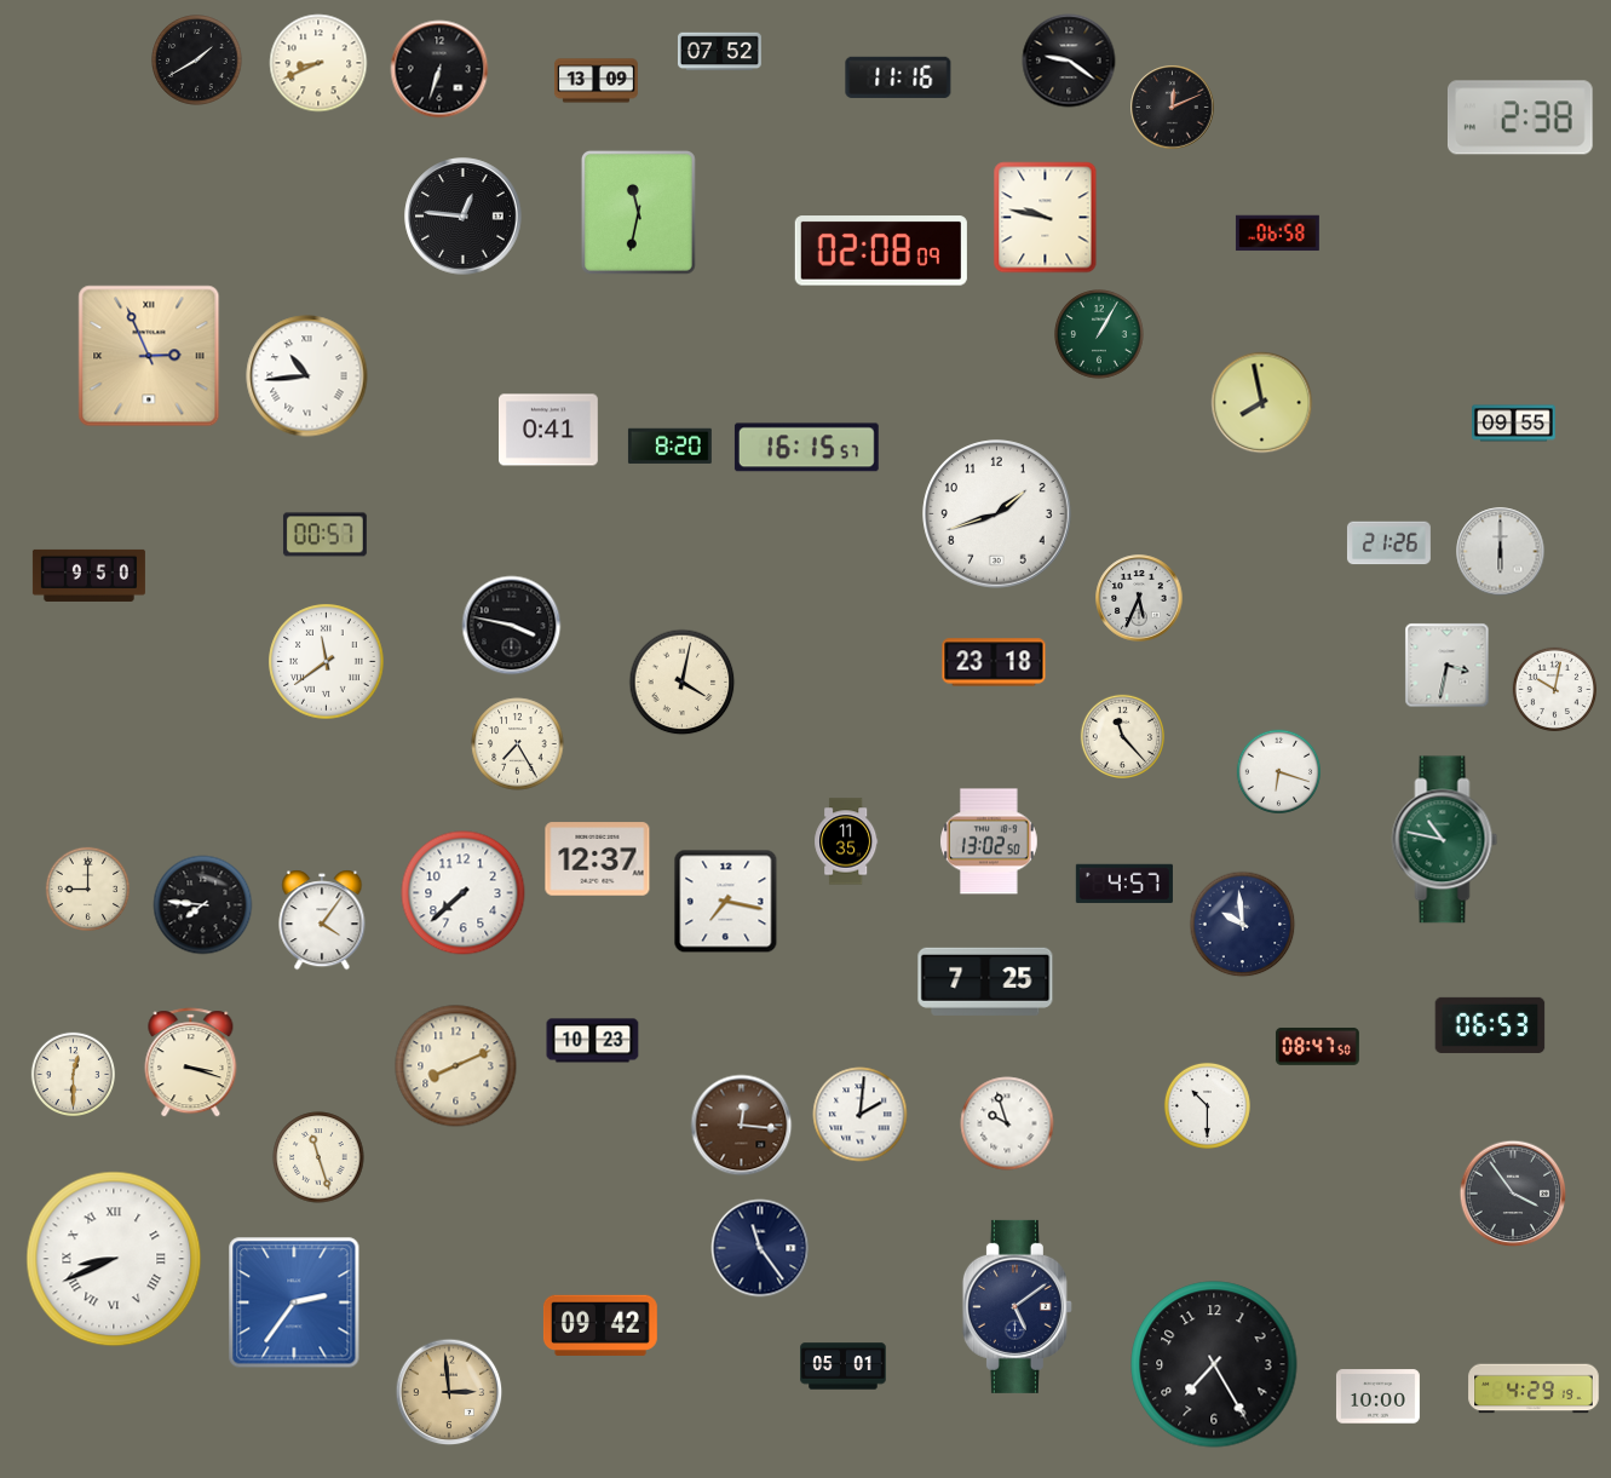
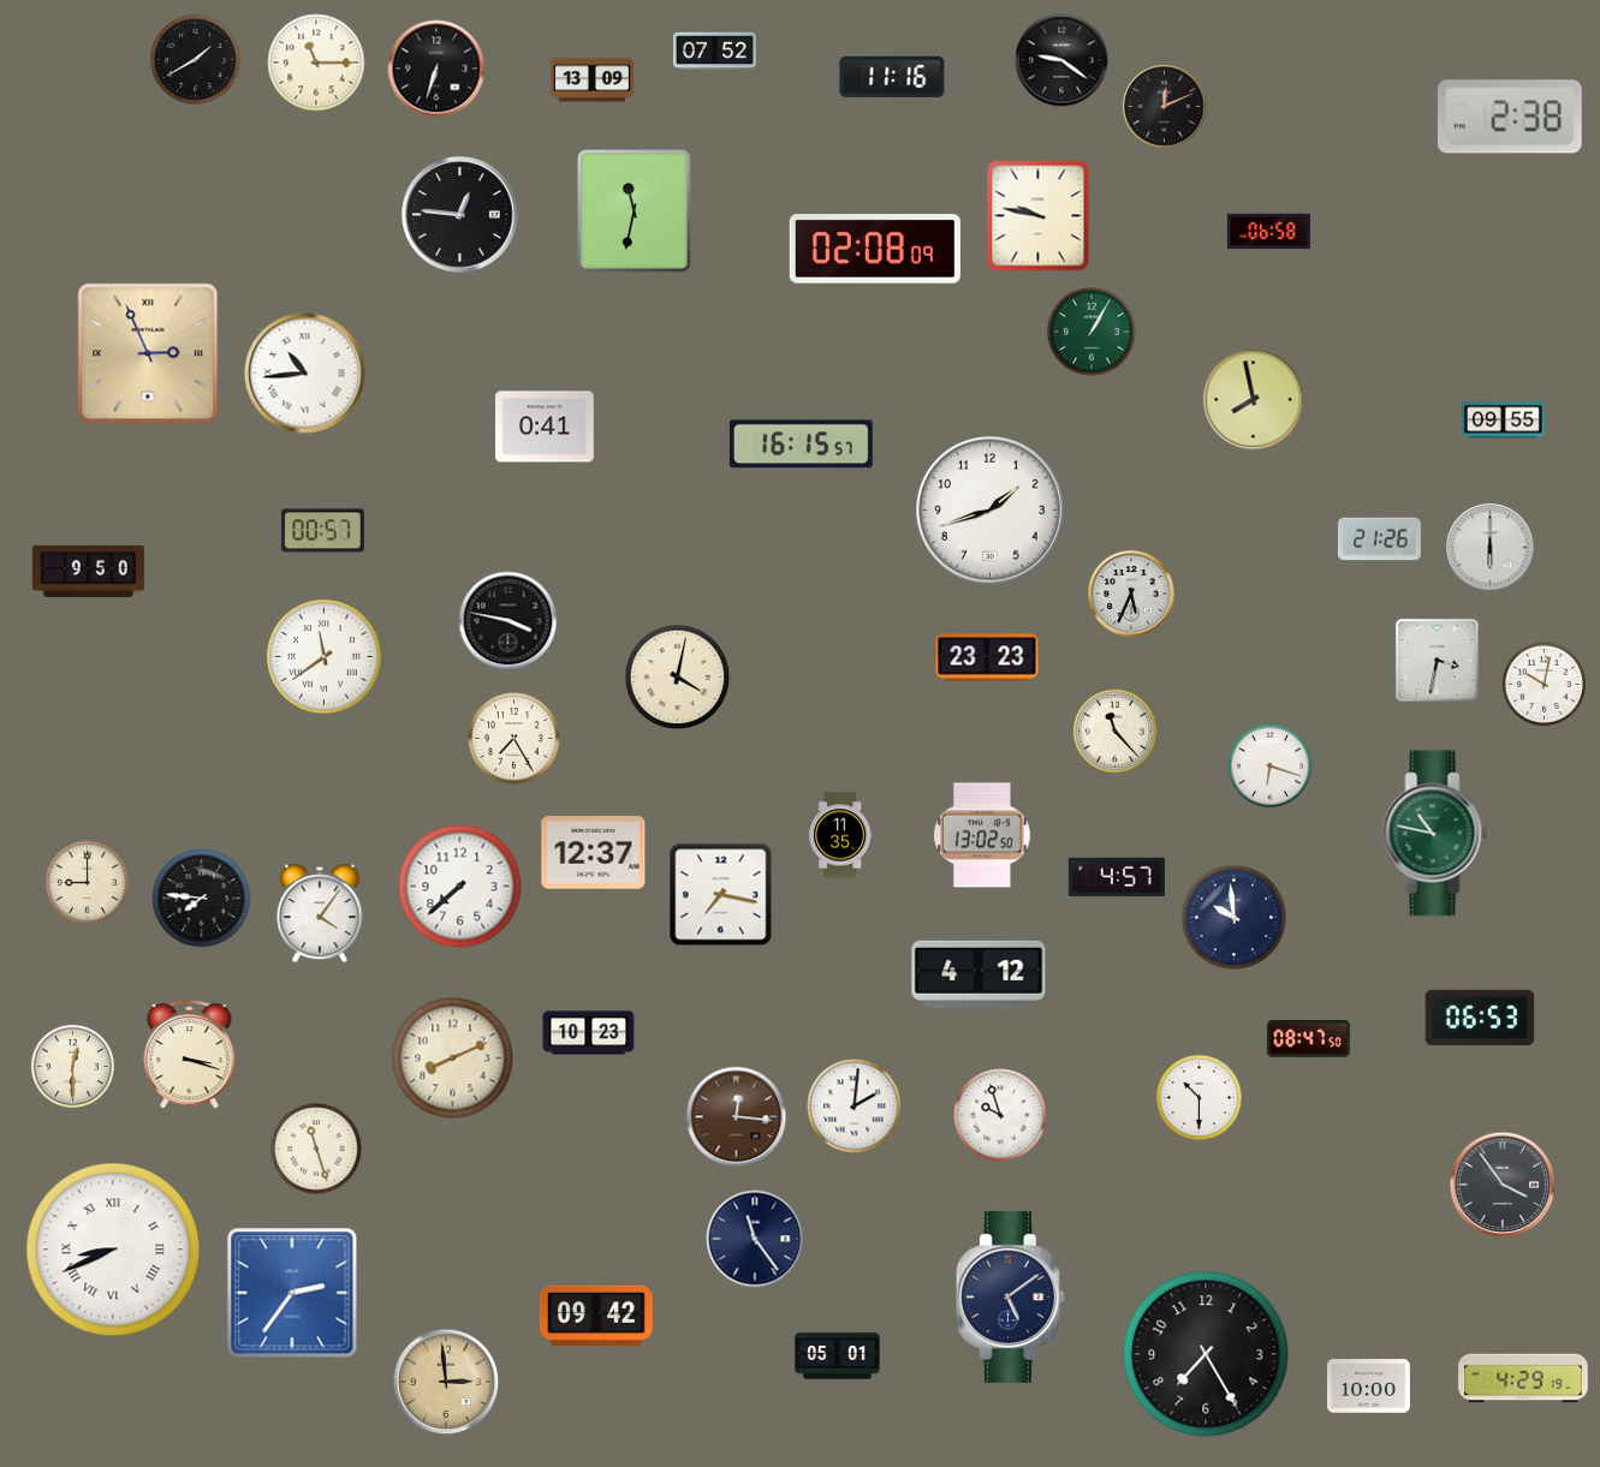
clock at (318, 63): 8:41 -> 11:15
clock at (669, 445): 8:20 -> none
clock at (994, 662): 23:18 -> 23:23
clock at (985, 982): 7:25 -> 4:12
